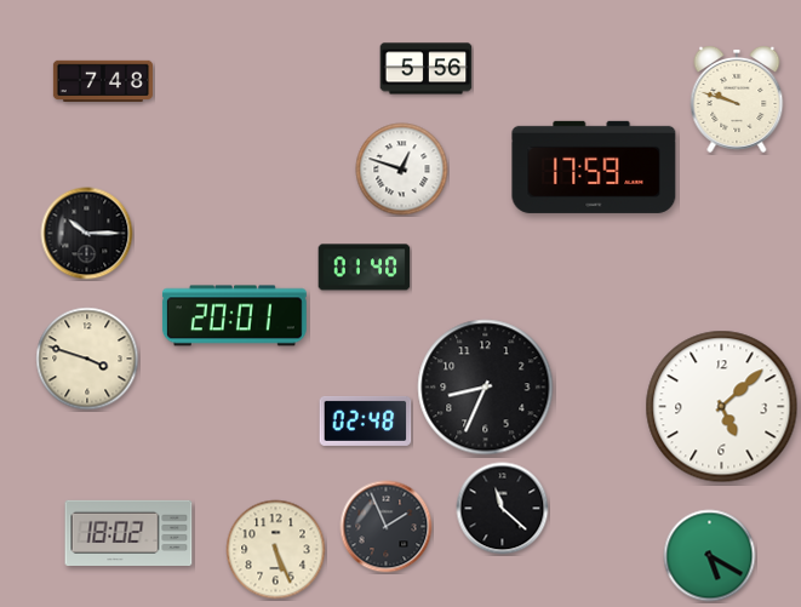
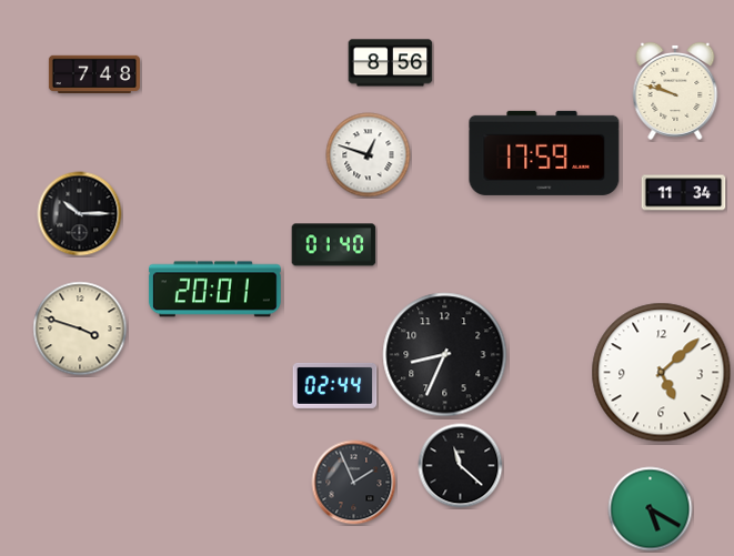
clock at (427, 69): 5:56 -> 8:56
clock at (684, 193): none -> 11:34
clock at (366, 420): 02:48 -> 02:44
clock at (128, 532): 18:02 -> none
clock at (276, 550): 5:26 -> none
